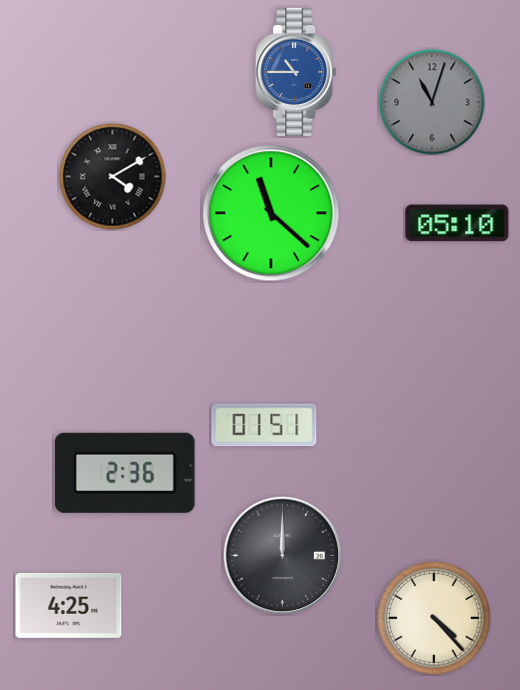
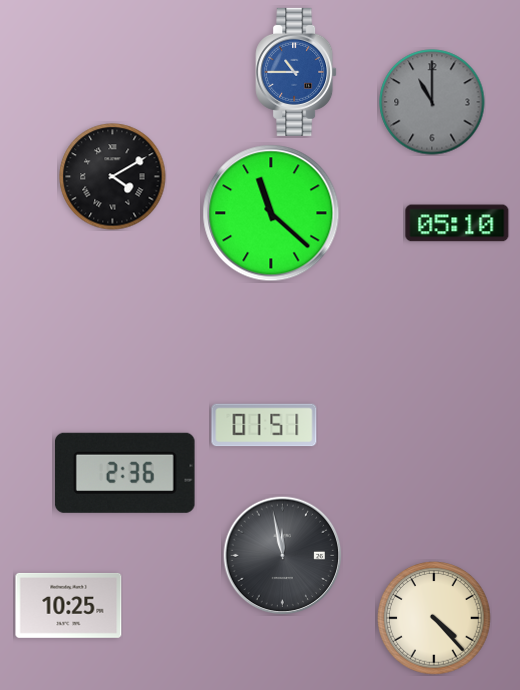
clock at (432, 102): 11:03 -> 11:00
clock at (282, 555): 12:00 -> 11:58
clock at (69, 605): 4:25 -> 10:25
